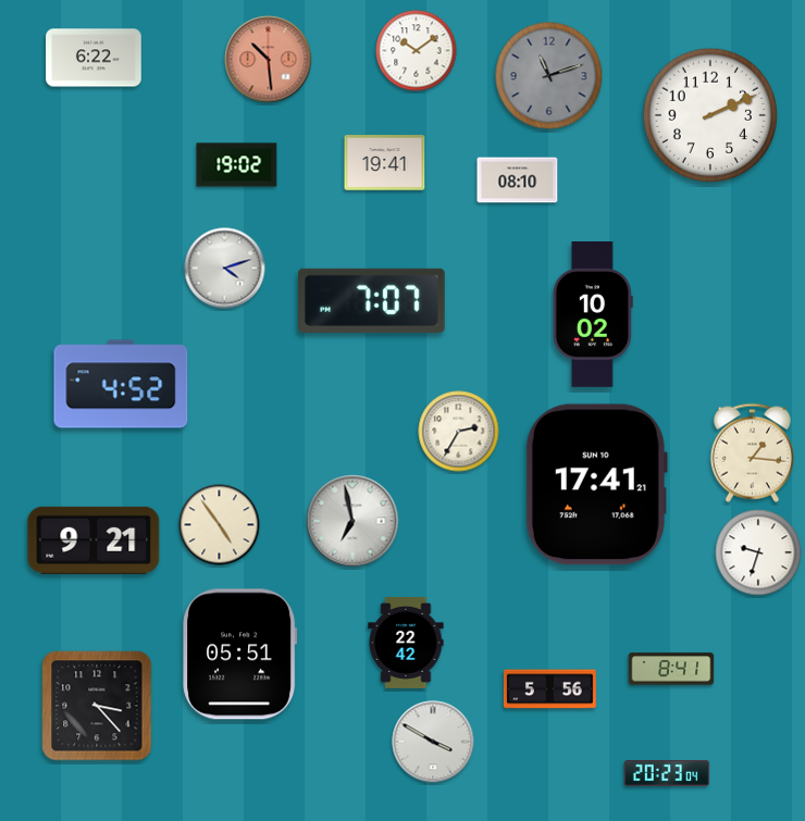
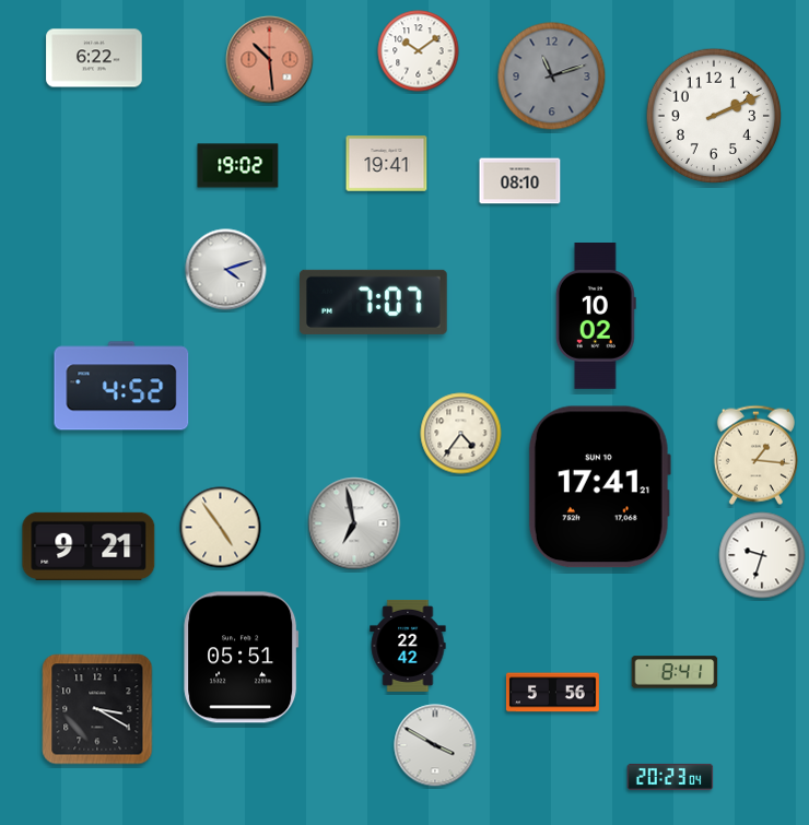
clock at (459, 432): 2:35 -> 4:36
clock at (94, 540) position: (94, 540) -> (89, 546)
clock at (97, 706): 3:23 -> 3:20
